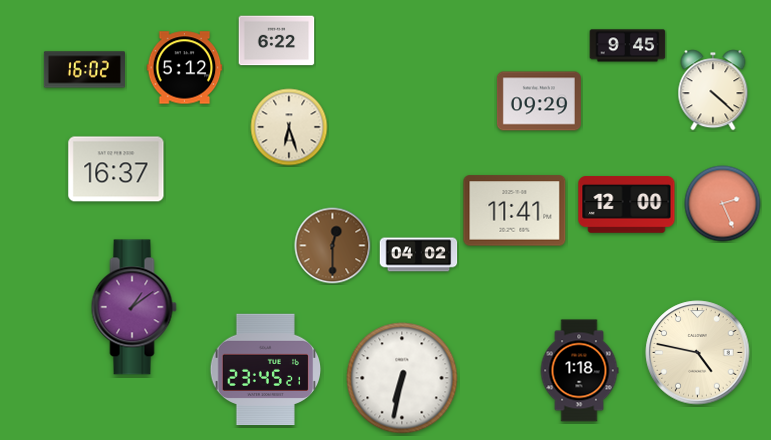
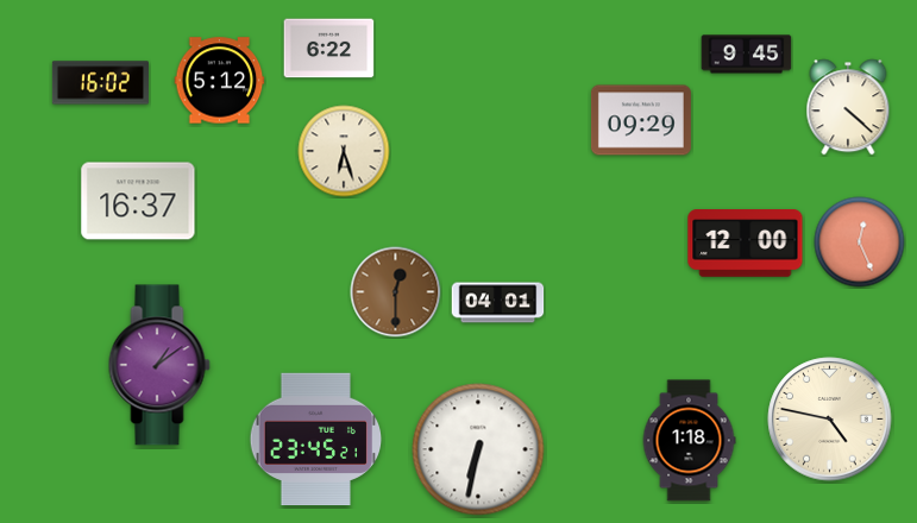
clock at (723, 204): 2:26 -> 12:26
clock at (515, 211): 11:41 -> none
clock at (419, 255): 04:02 -> 04:01
